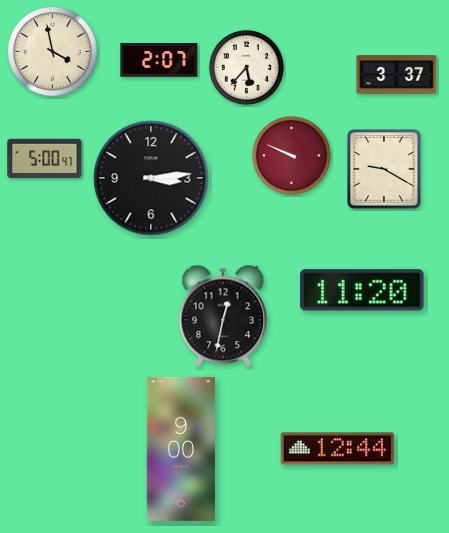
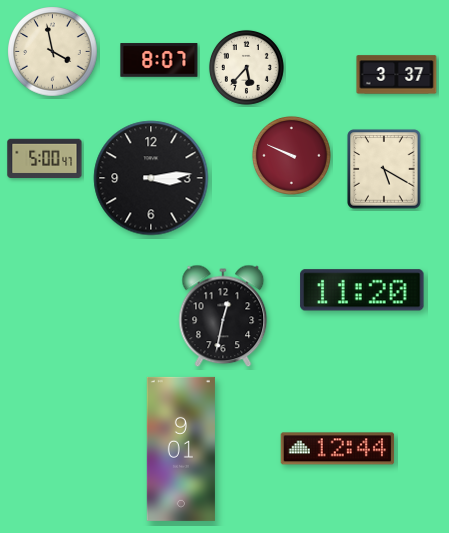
clock at (159, 60): 2:07 -> 8:07
clock at (384, 169): 9:20 -> 5:20
clock at (181, 449): 9:00 -> 9:01
